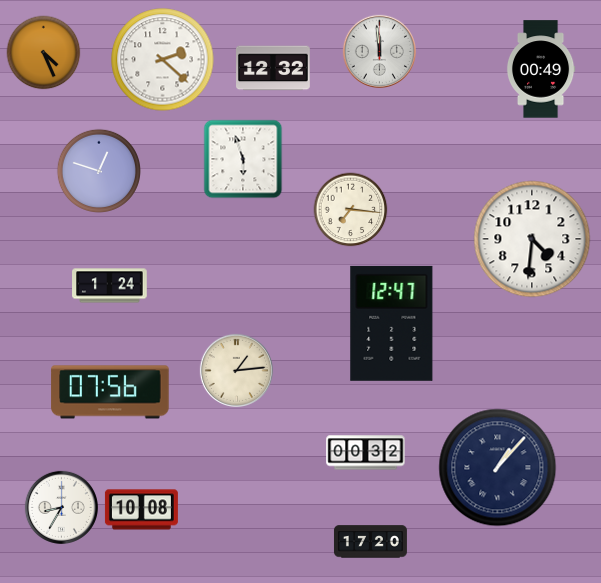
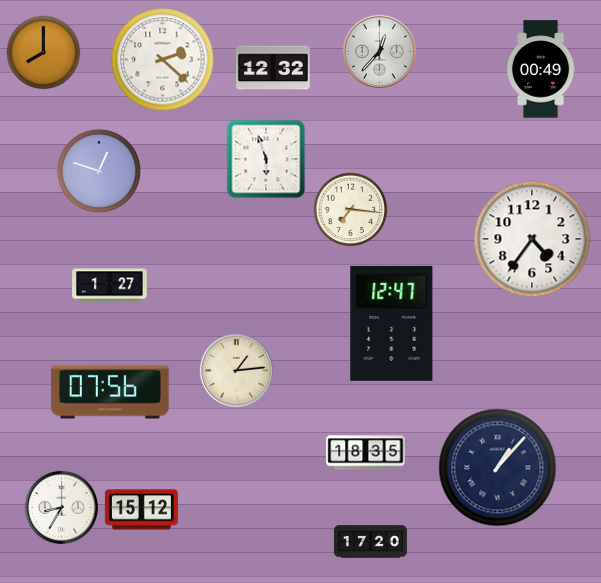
clock at (379, 51): 11:59 -> 12:37
clock at (44, 53): 4:26 -> 8:00
clock at (243, 159) position: (243, 159) -> (266, 159)
clock at (532, 239): 4:31 -> 4:36
clock at (110, 286): 1:24 -> 1:27
clock at (366, 453): 00:32 -> 18:35
clock at (141, 510): 10:08 -> 15:12
